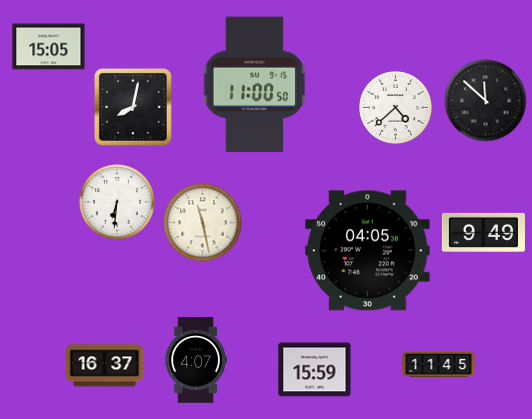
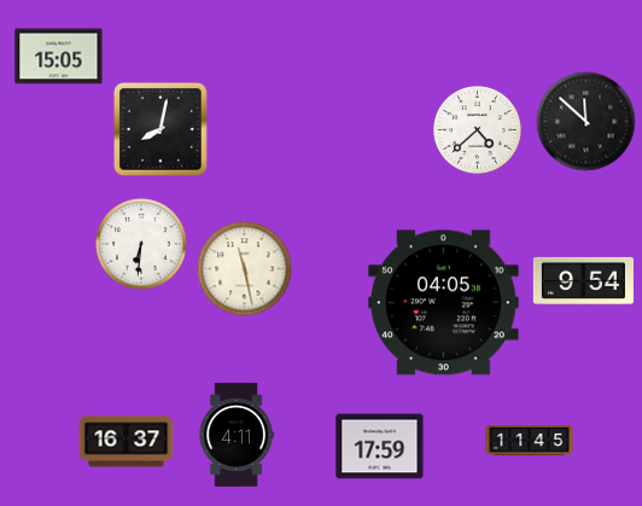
clock at (254, 85): 11:00 -> none
clock at (483, 232): 9:49 -> 9:54
clock at (196, 360): 4:07 -> 4:11
clock at (315, 370): 15:59 -> 17:59
